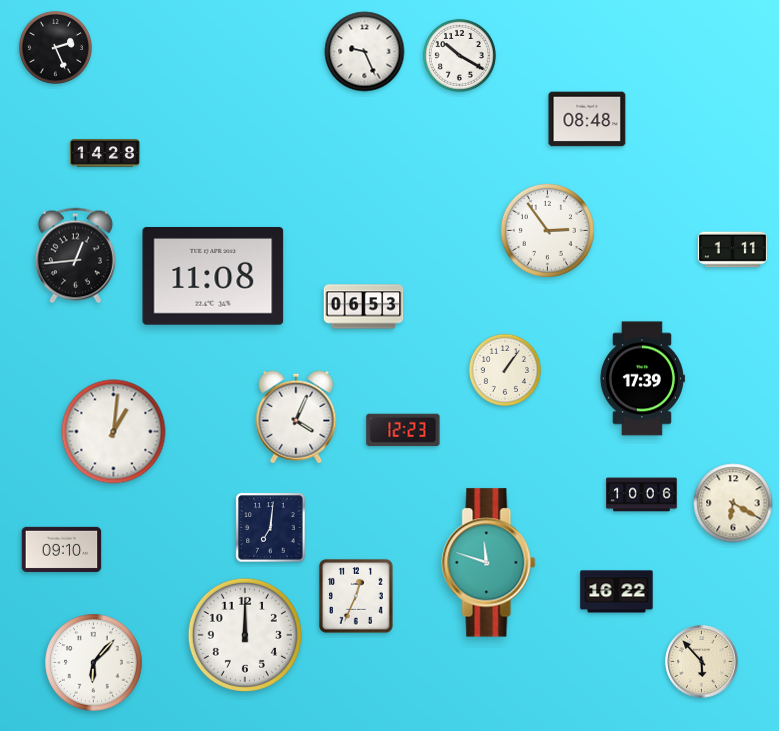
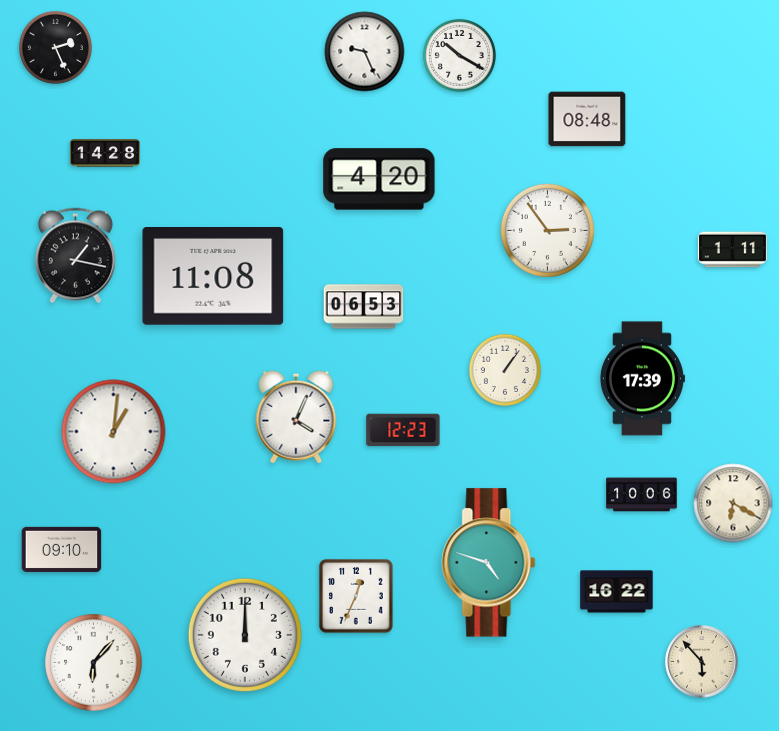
clock at (379, 179): none -> 4:20
clock at (75, 256): 12:44 -> 1:17
clock at (271, 528): 7:01 -> none
clock at (489, 563): 11:48 -> 4:48
